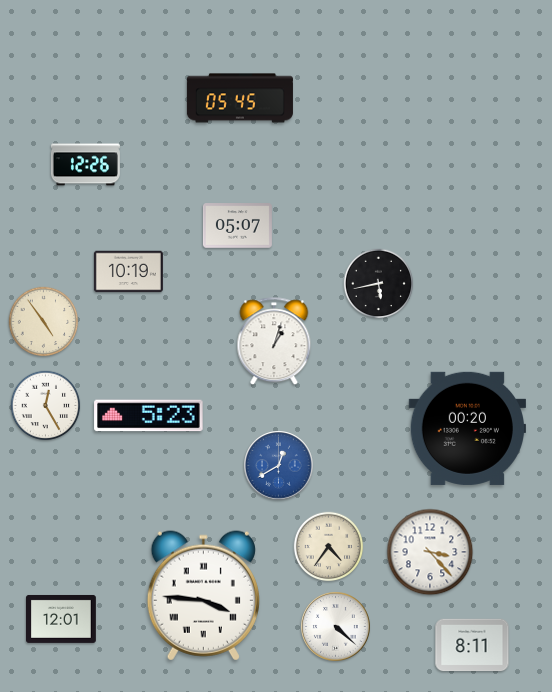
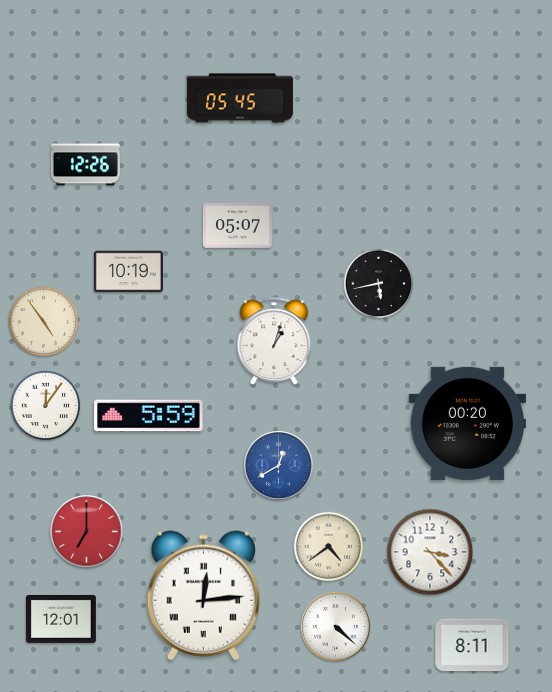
clock at (46, 406): 12:25 -> 12:06
clock at (149, 416): 5:23 -> 5:59
clock at (467, 428) position: (467, 428) -> (467, 423)
clock at (87, 532): none -> 7:00
clock at (329, 547): 4:36 -> 4:39
clock at (203, 596): 3:46 -> 12:14
